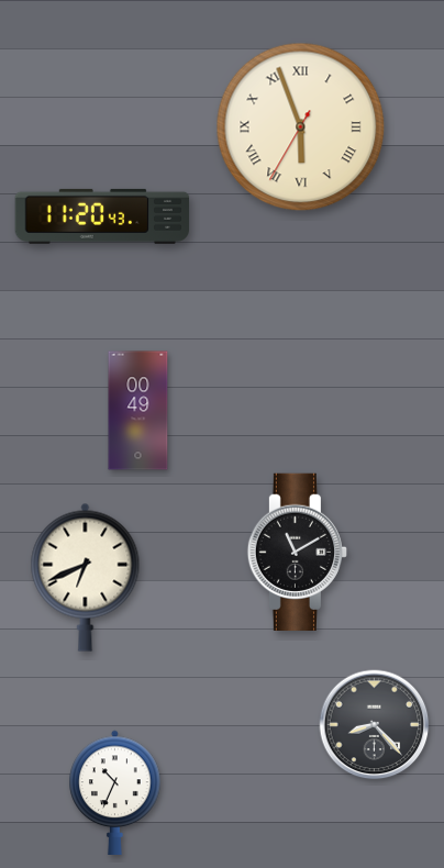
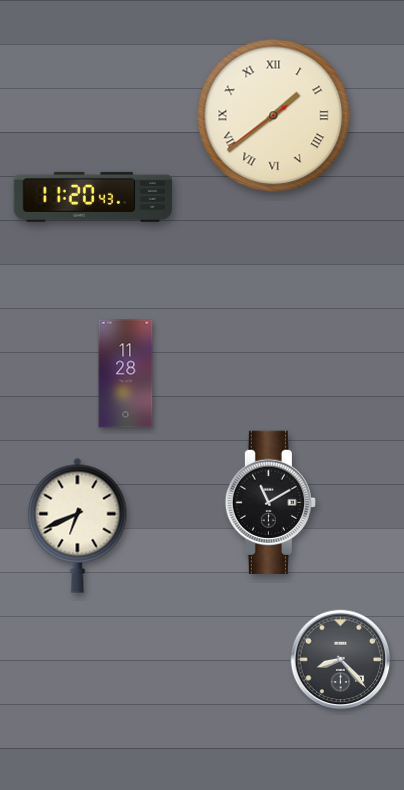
clock at (301, 127): 5:56 -> 1:38
clock at (138, 411): 00:49 -> 11:28
clock at (115, 792): 10:34 -> none
